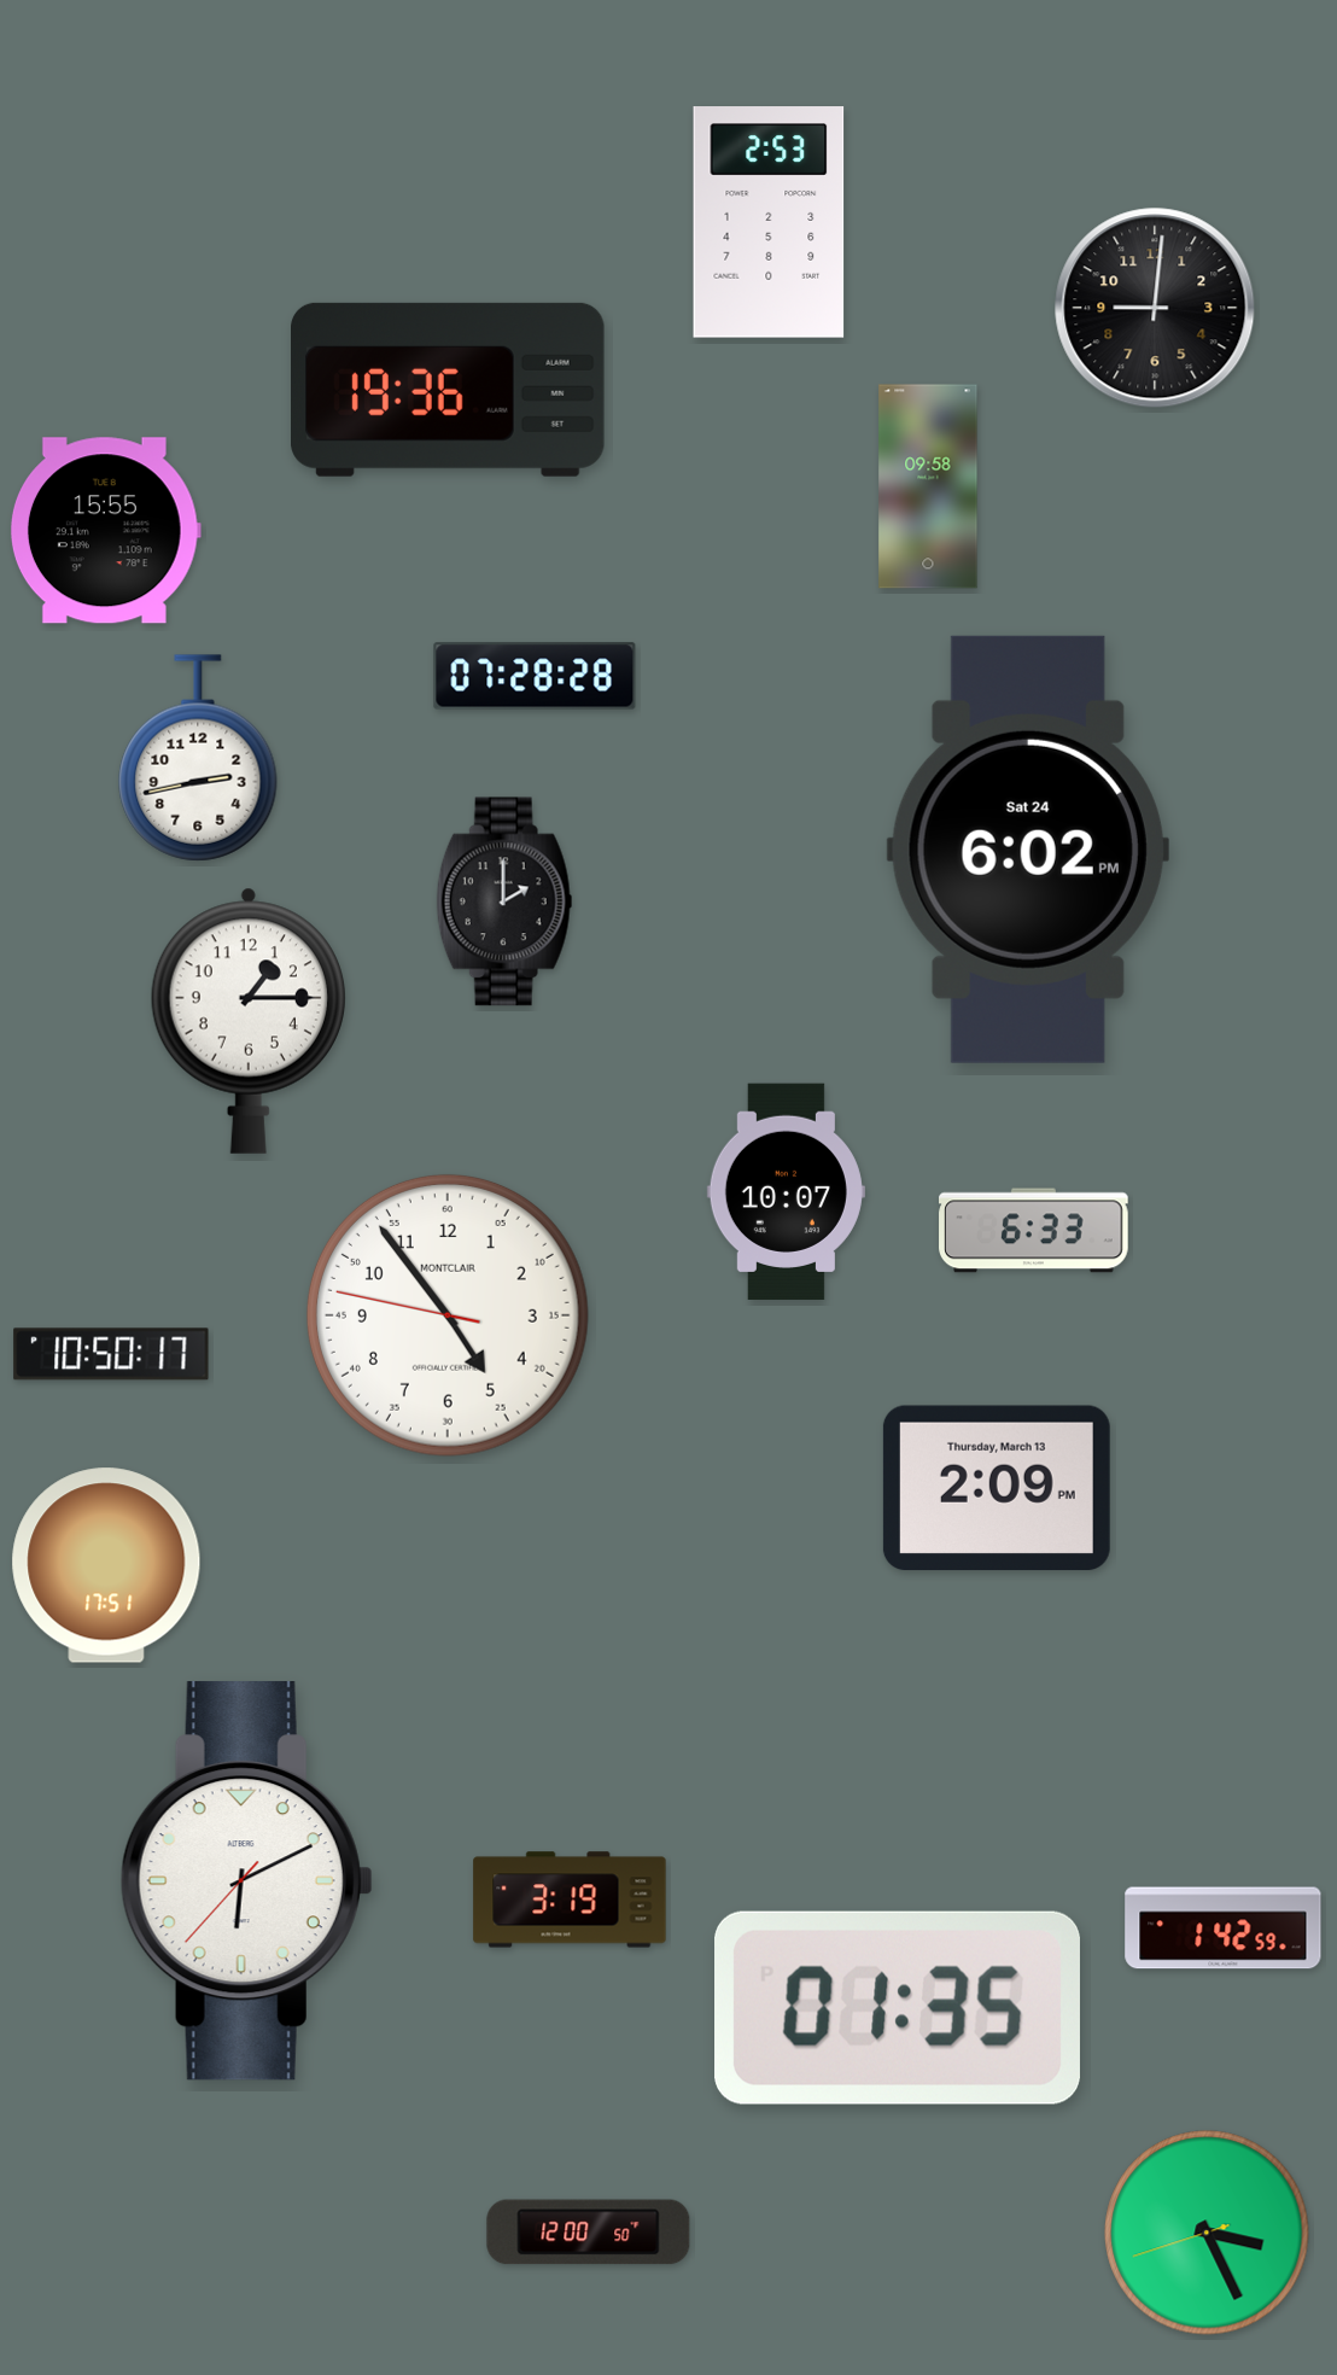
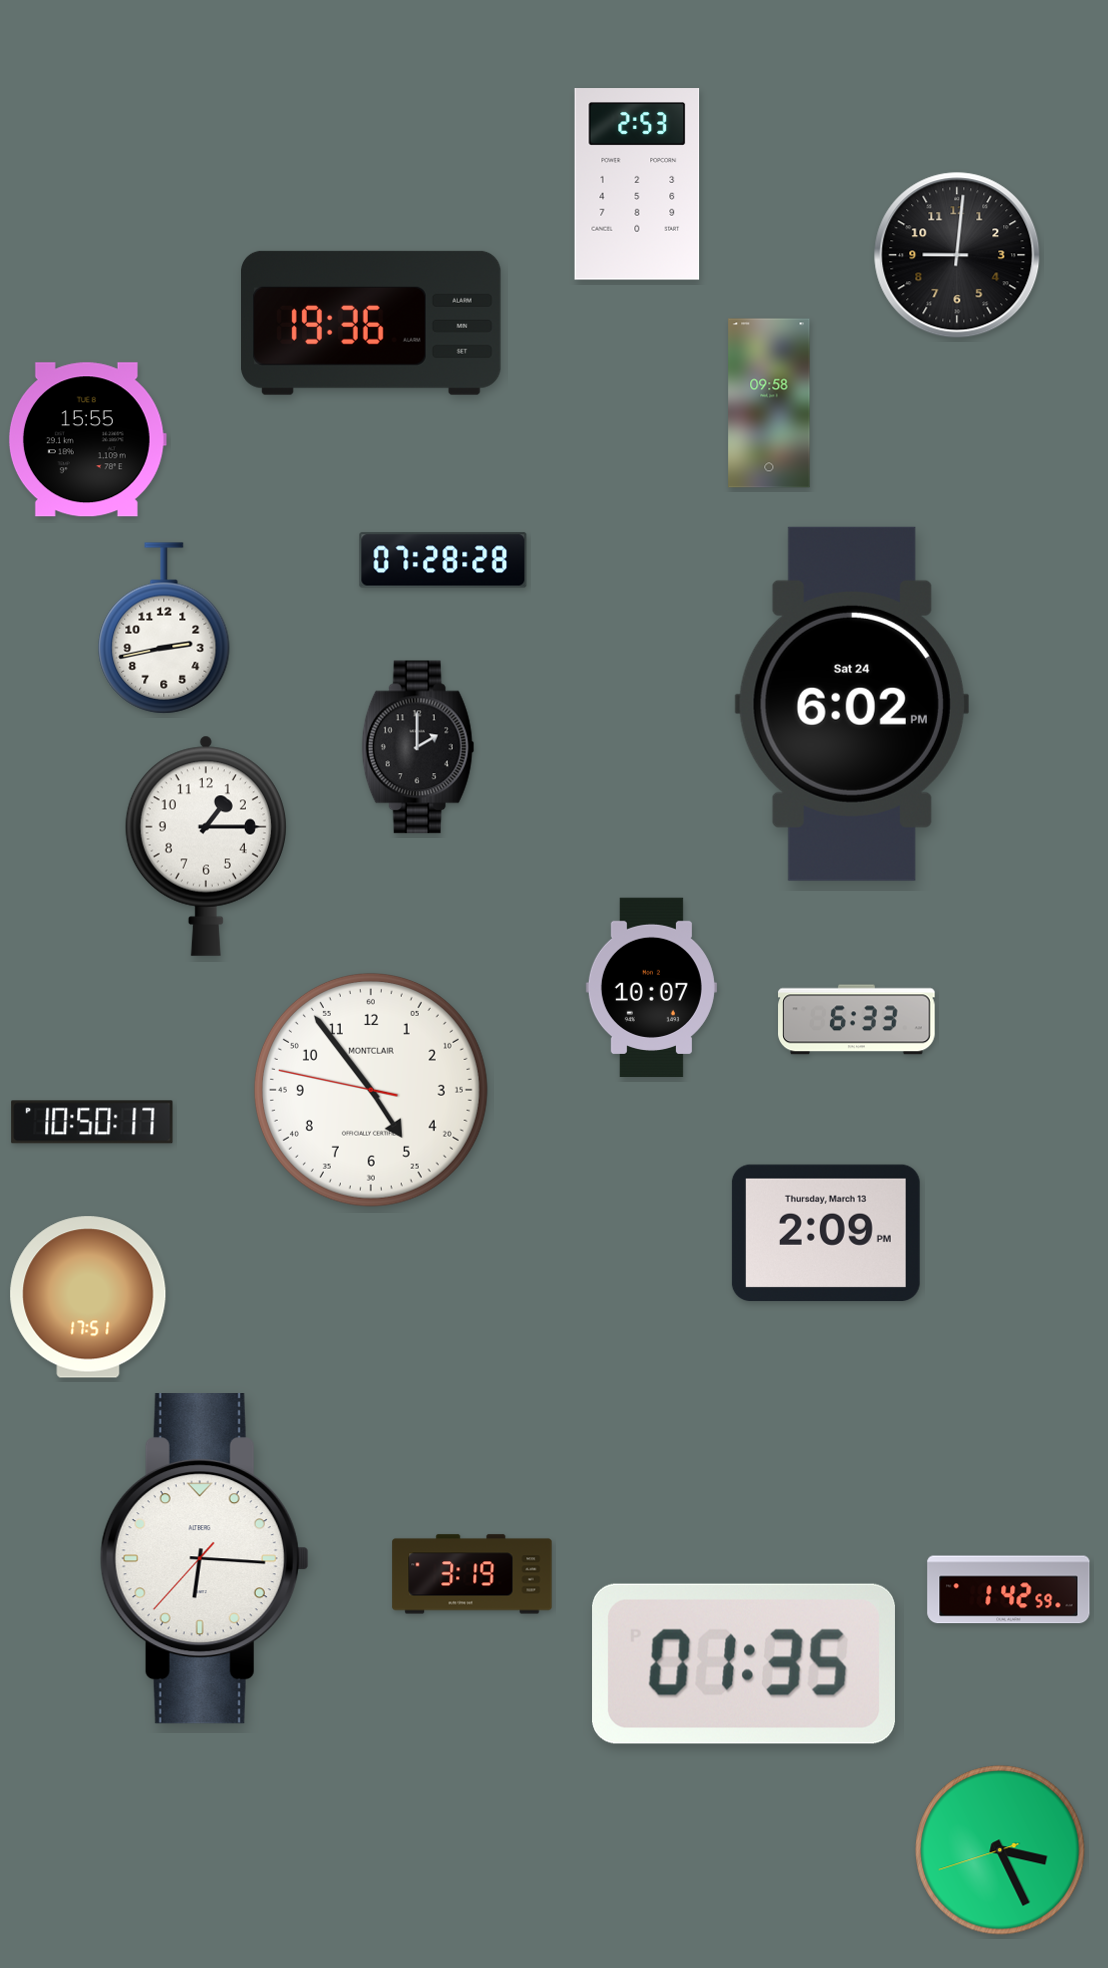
clock at (246, 1881): 6:10 -> 6:15
clock at (1224, 1928) position: (1224, 1928) -> (1009, 1590)
clock at (589, 2233): 12:00 -> none
